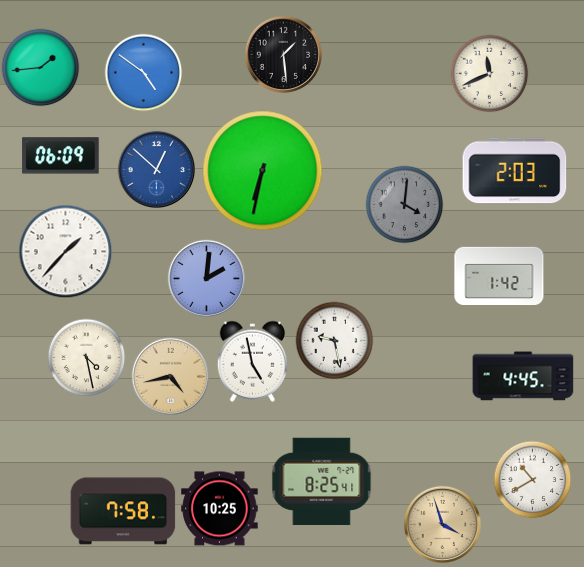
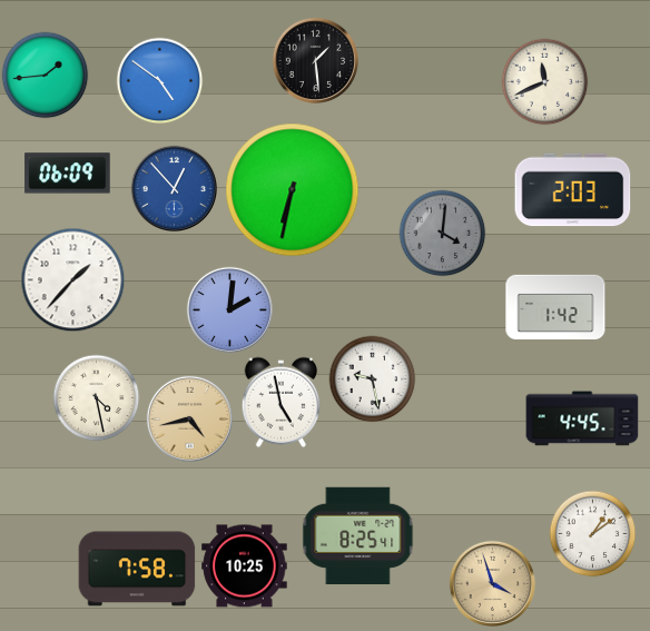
clock at (156, 169): 12:52 -> 12:53
clock at (404, 204) position: (404, 204) -> (442, 233)
clock at (532, 479): 10:40 -> 1:09
